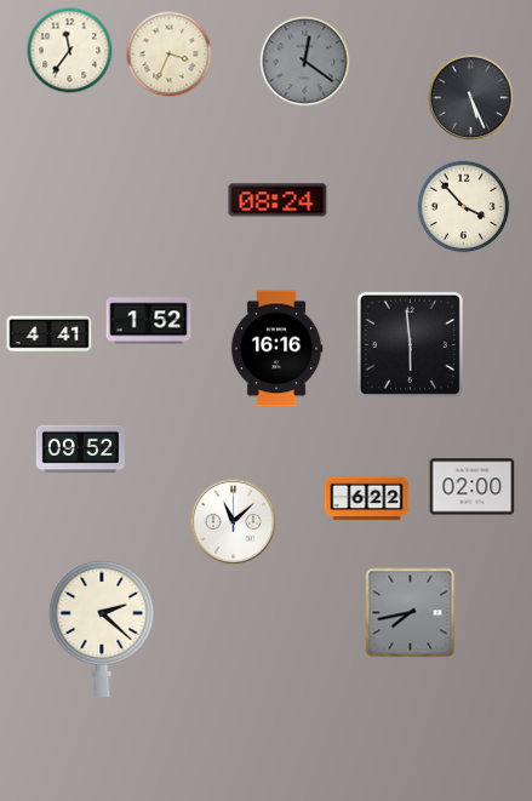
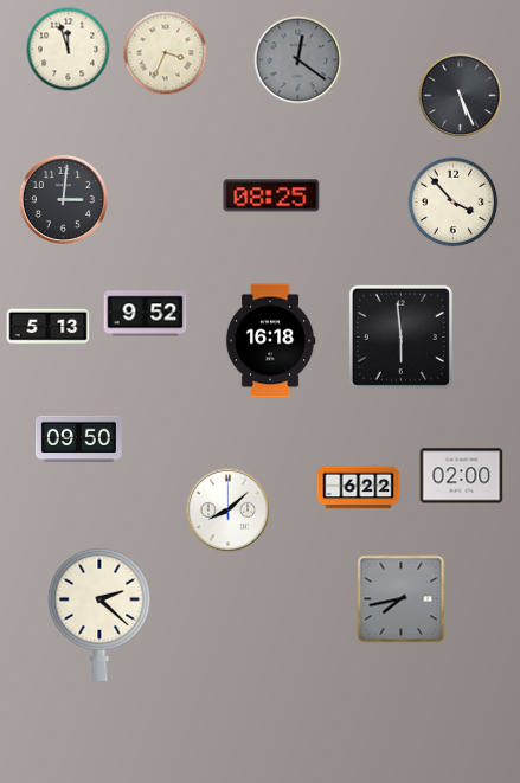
clock at (70, 51): 11:36 -> 11:57
clock at (278, 200): 08:24 -> 08:25
clock at (63, 199): none -> 3:01
clock at (149, 321): 1:52 -> 9:52
clock at (50, 334): 4:41 -> 5:13
clock at (276, 349): 16:16 -> 16:18
clock at (80, 450): 09:52 -> 09:50
clock at (234, 522): 11:08 -> 8:08
